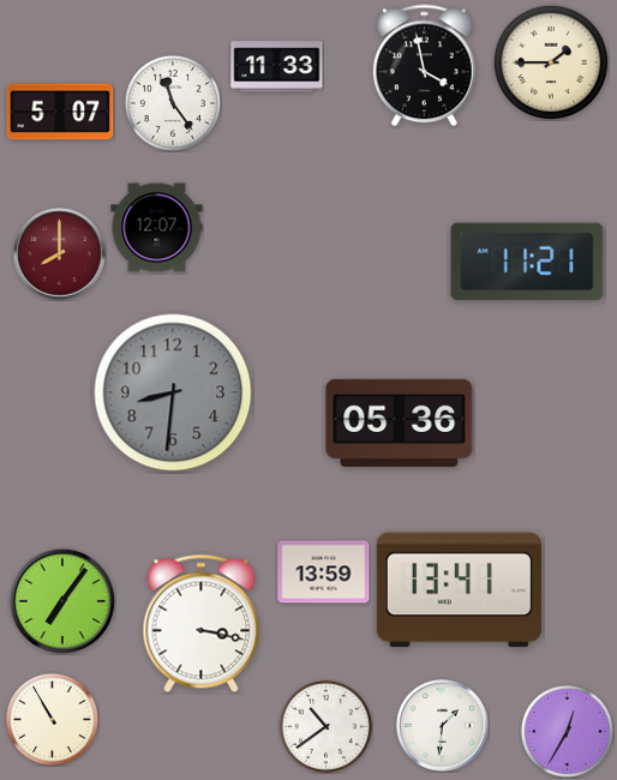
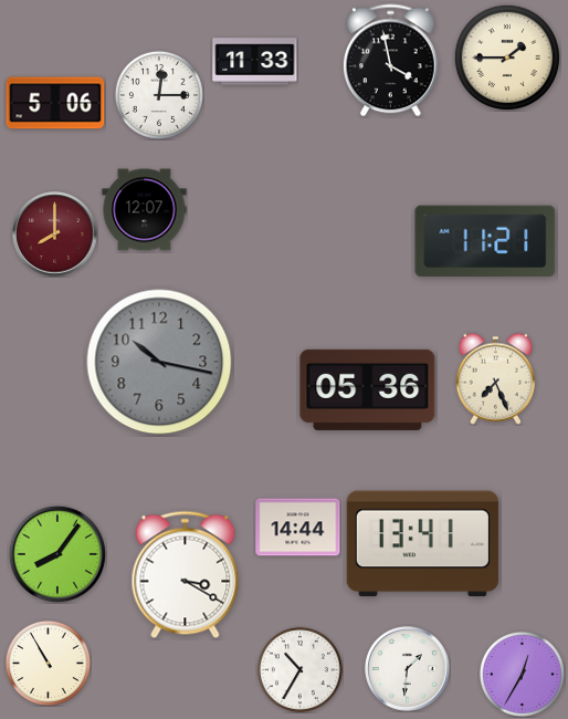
clock at (173, 103): 11:24 -> 12:15
clock at (60, 112): 5:07 -> 5:06
clock at (173, 392): 8:31 -> 10:17
clock at (495, 378): none -> 7:26
clock at (324, 572): 13:59 -> 14:44
clock at (62, 601): 7:06 -> 8:06
clock at (202, 624): 3:17 -> 3:20
clock at (325, 726): 10:39 -> 10:35
